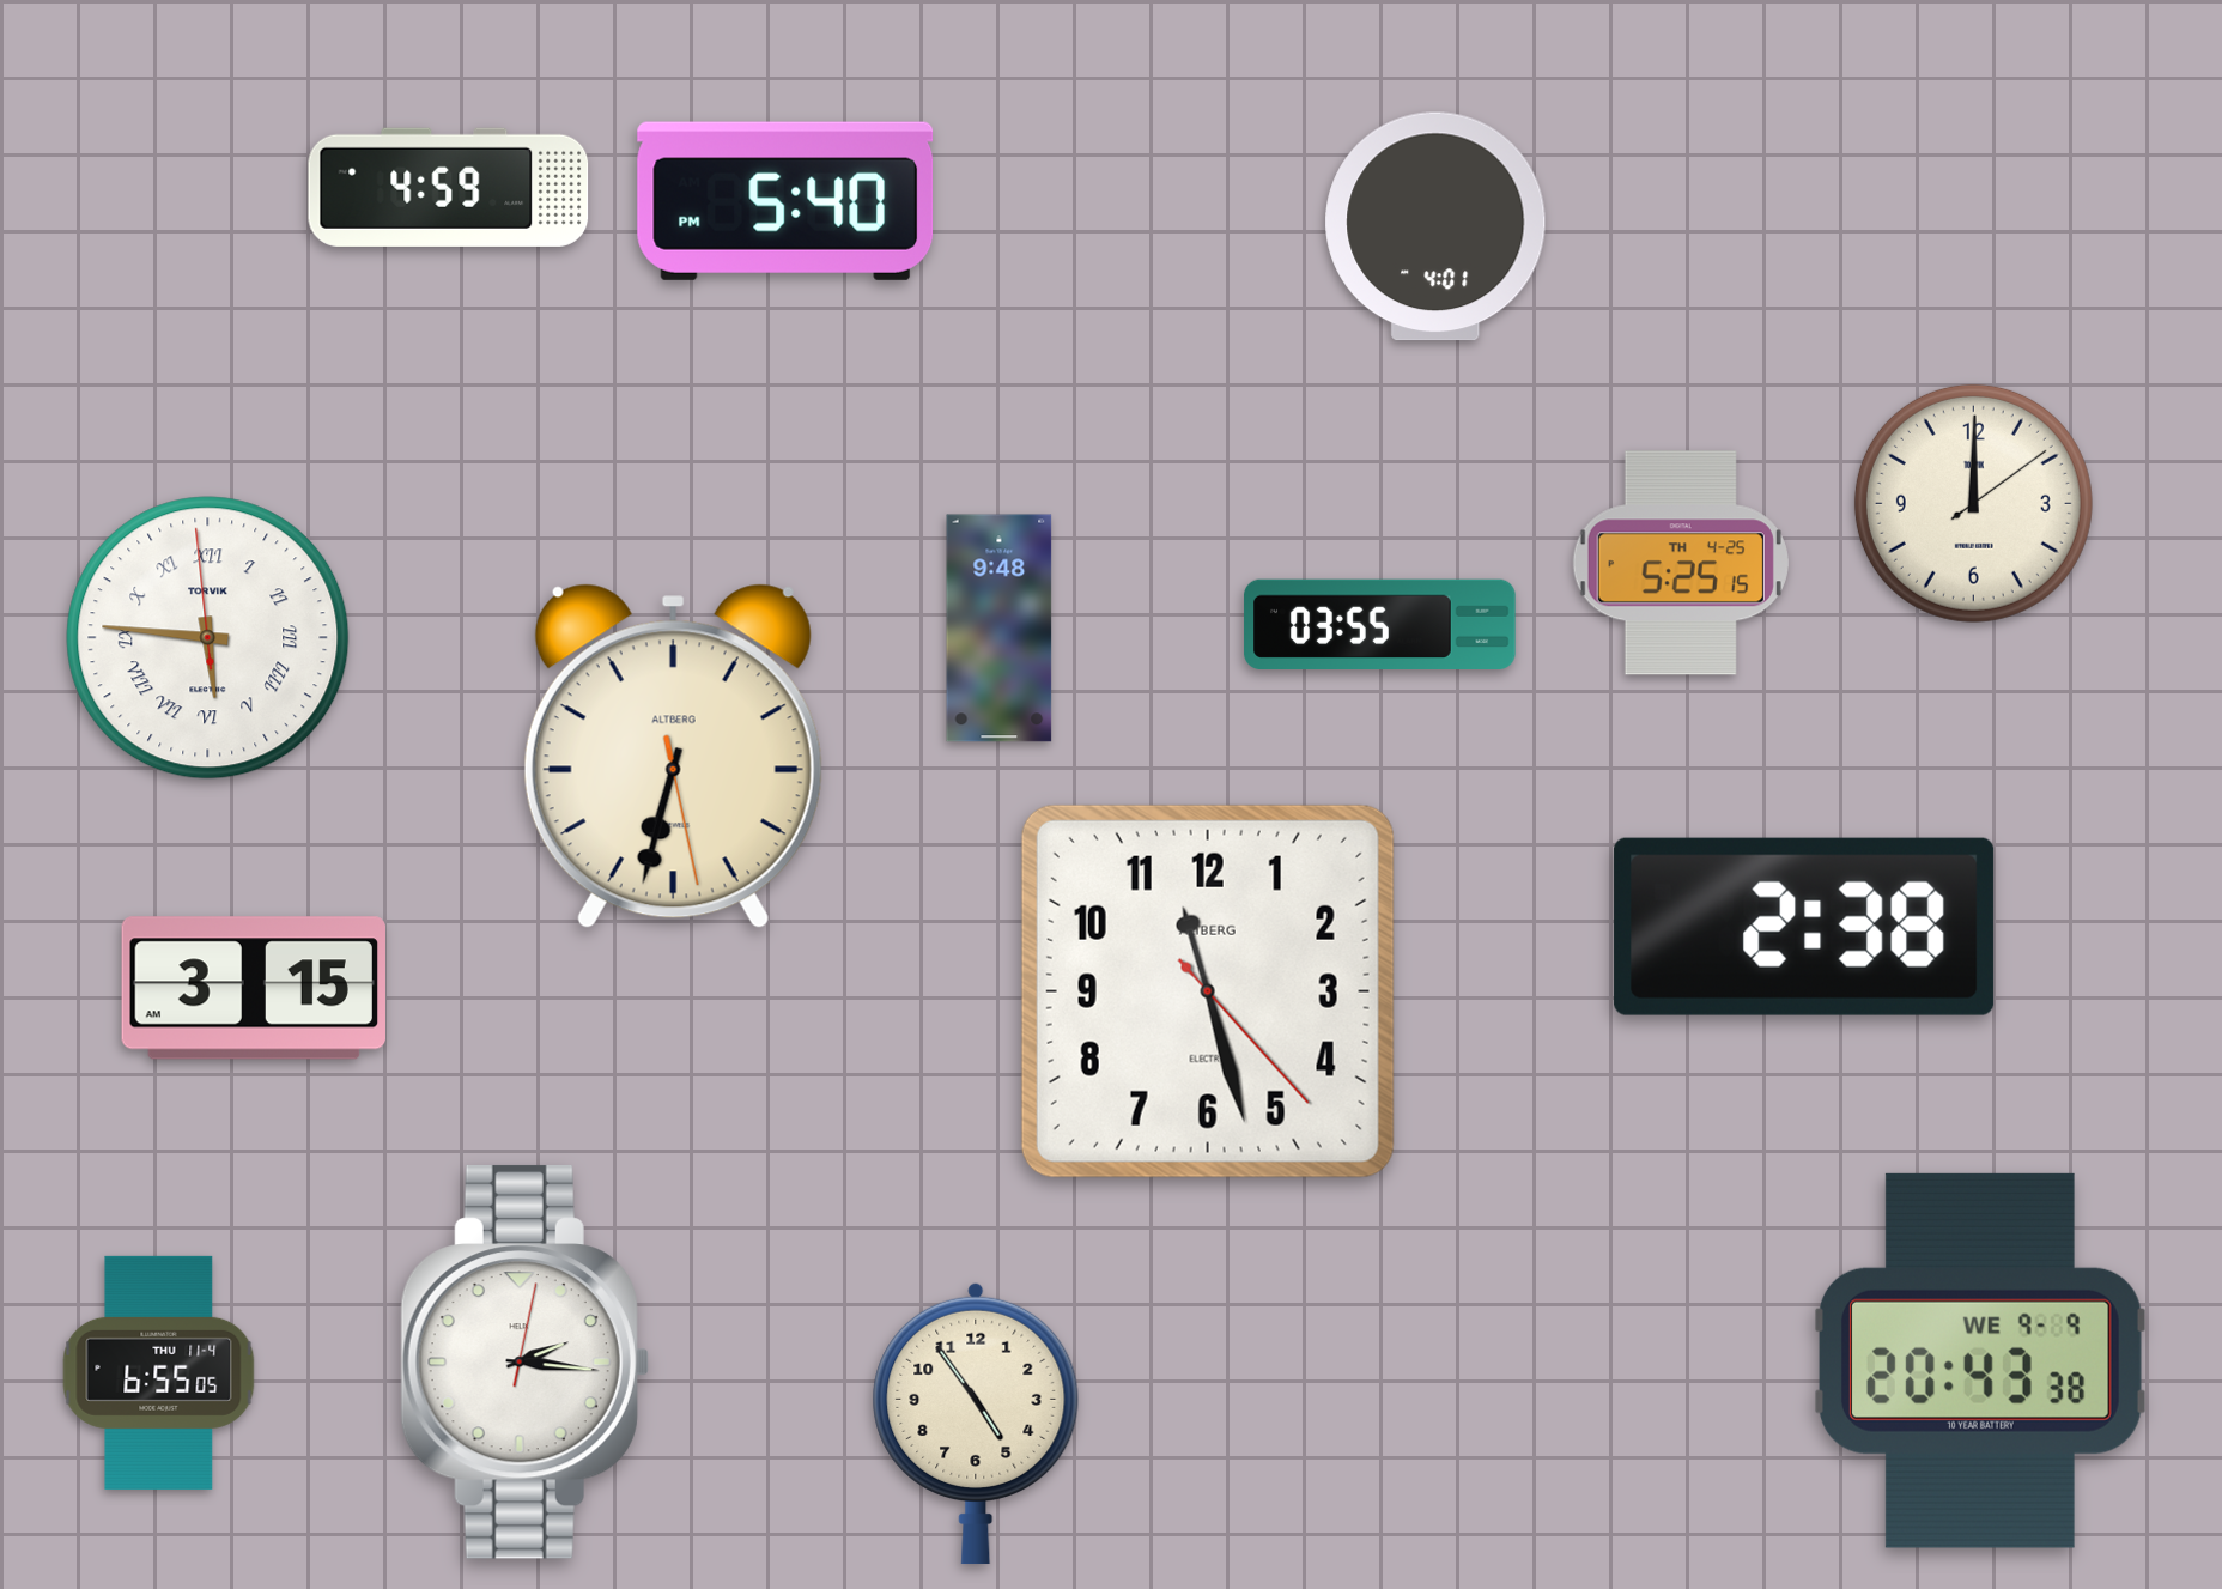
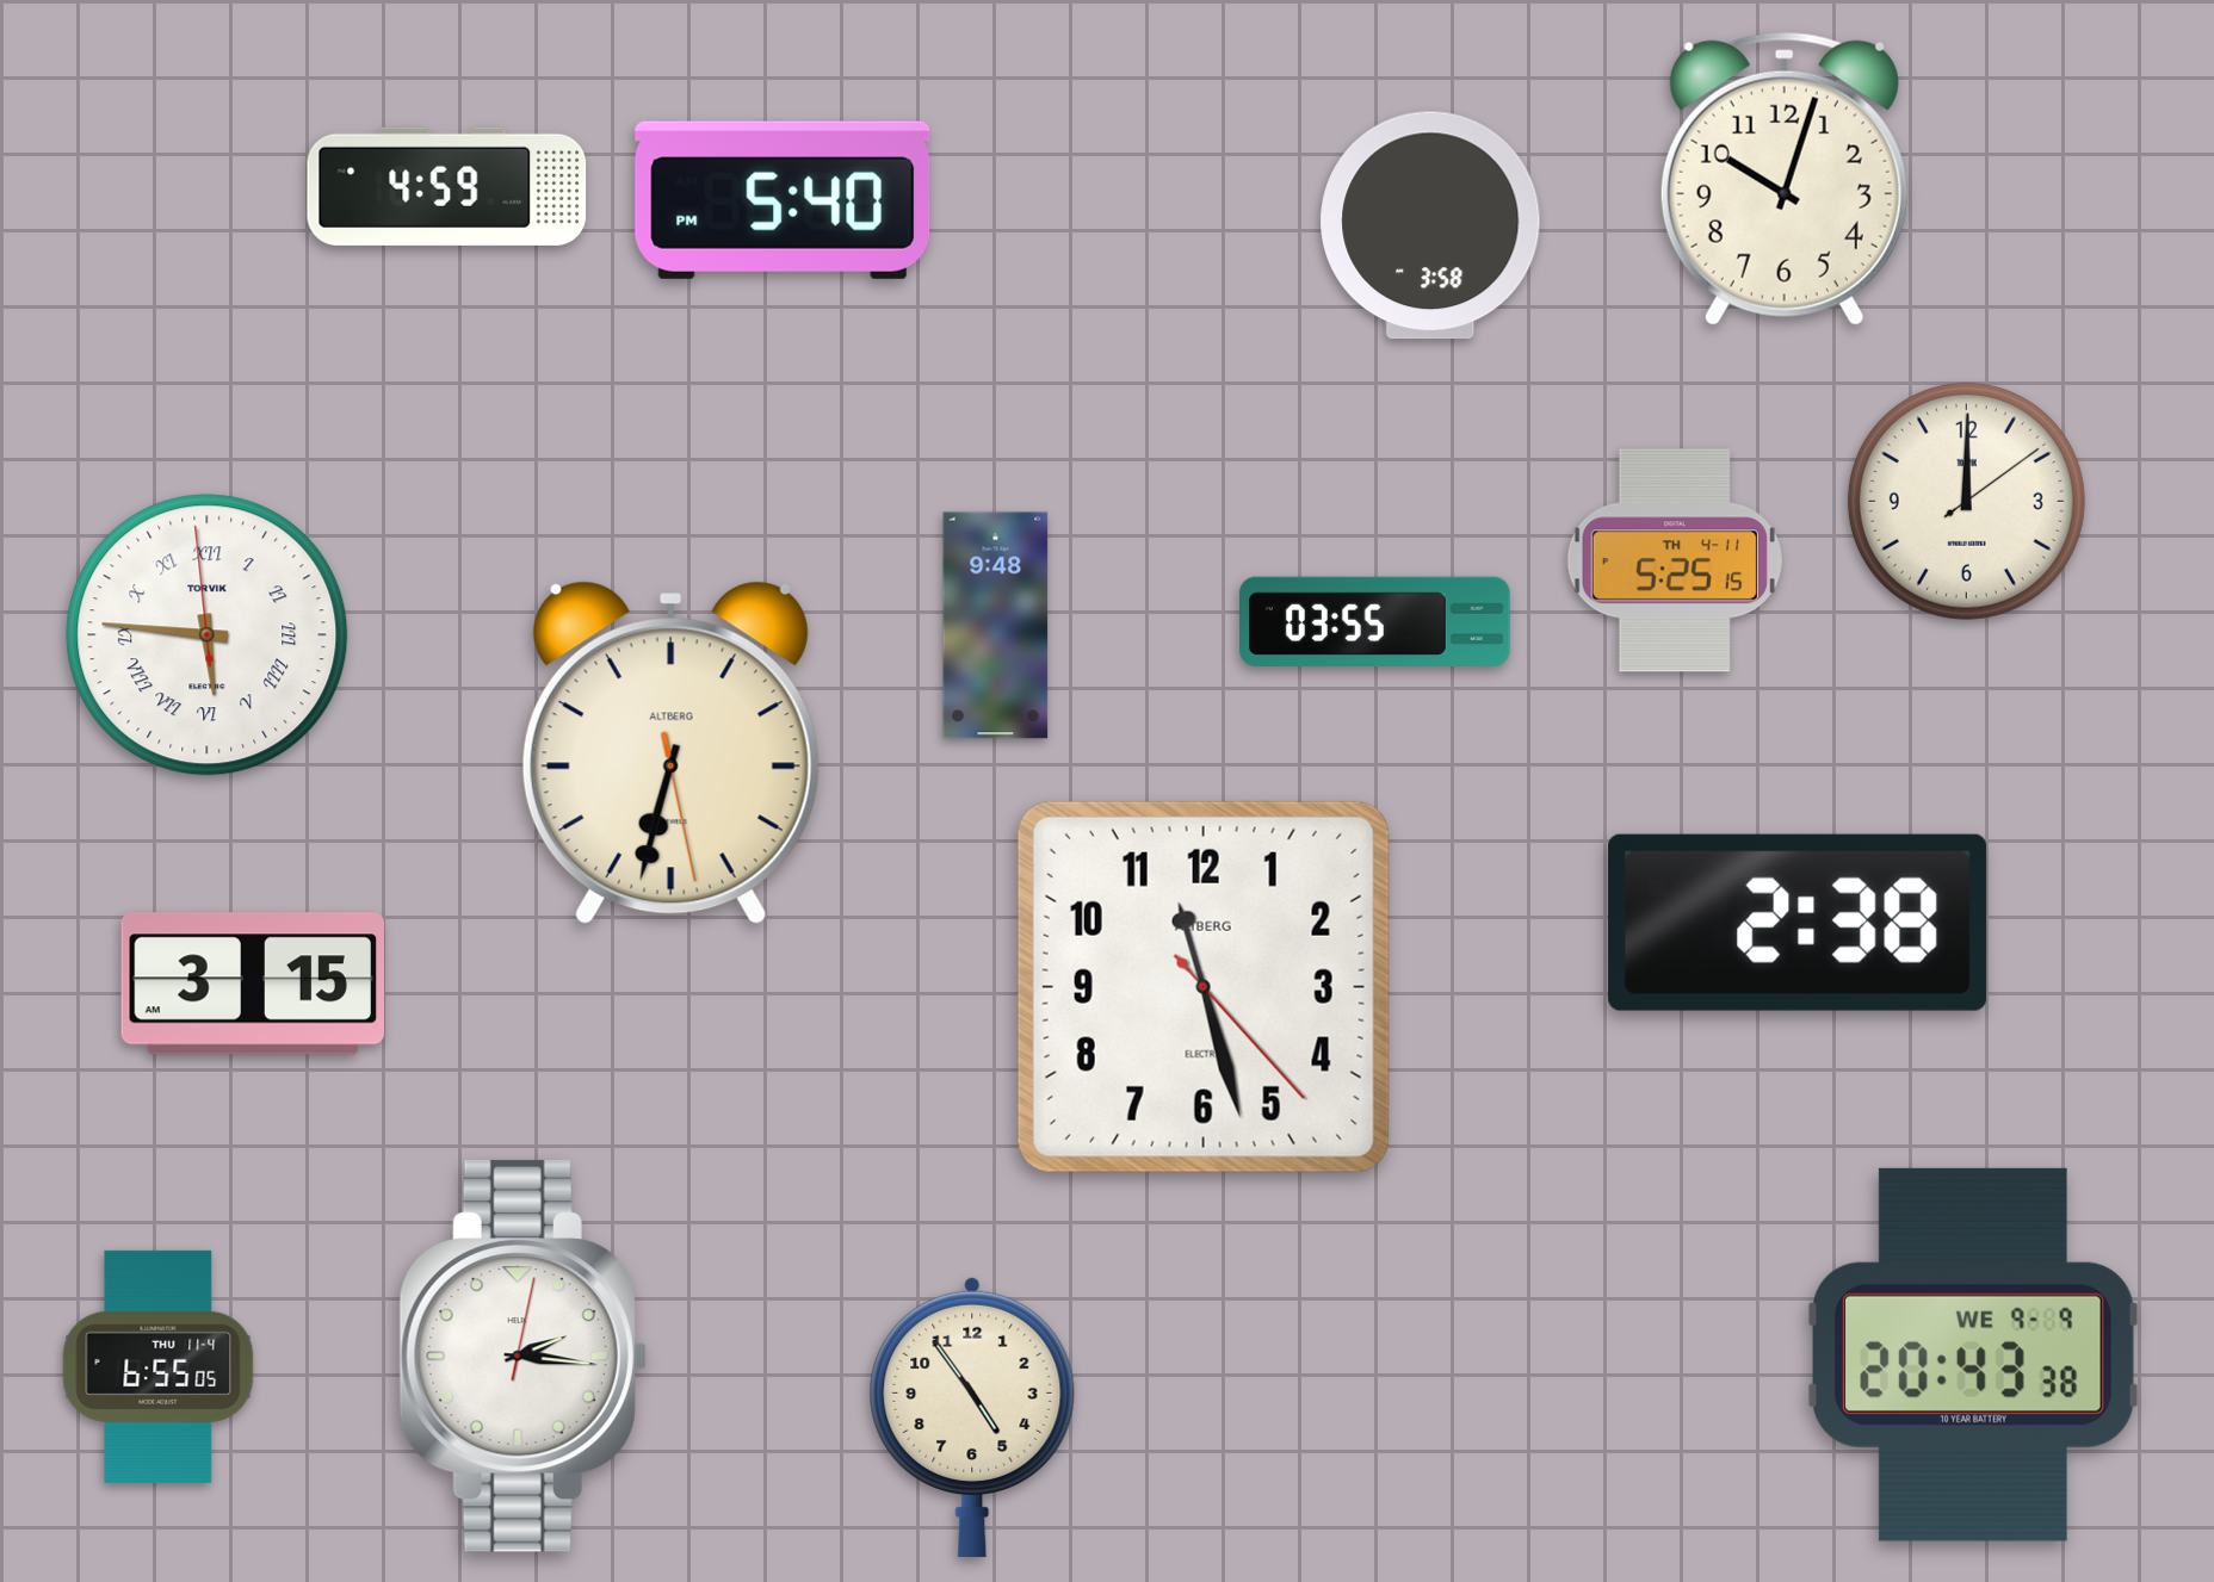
clock at (1785, 179): none -> 10:03
clock at (1435, 226): 4:01 -> 3:58
clock at (1681, 563) date: TH 4-25 -> TH 4-11
